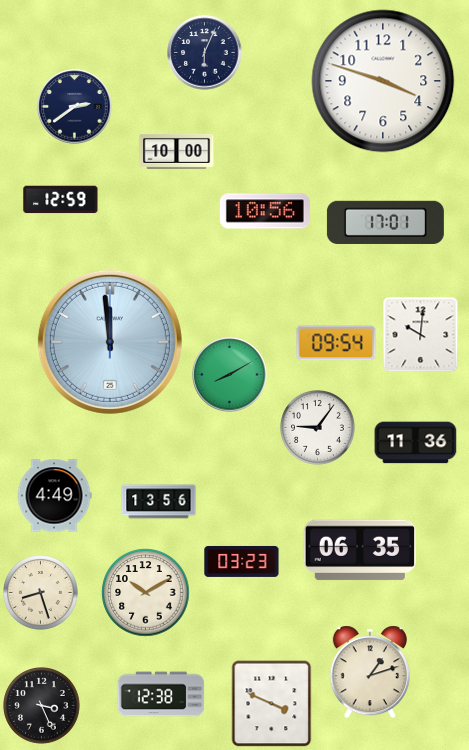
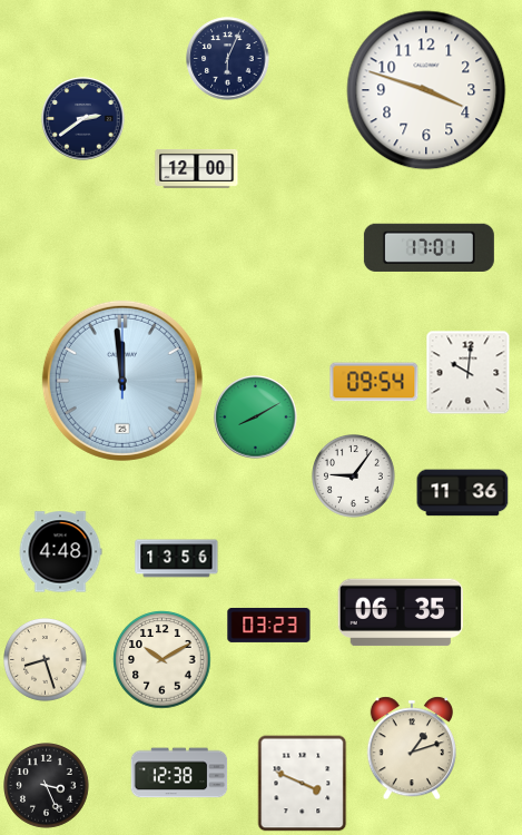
clock at (177, 151): 10:00 -> 12:00
clock at (61, 200): 12:59 -> none
clock at (265, 211): 10:56 -> none
clock at (54, 496): 4:49 -> 4:48
